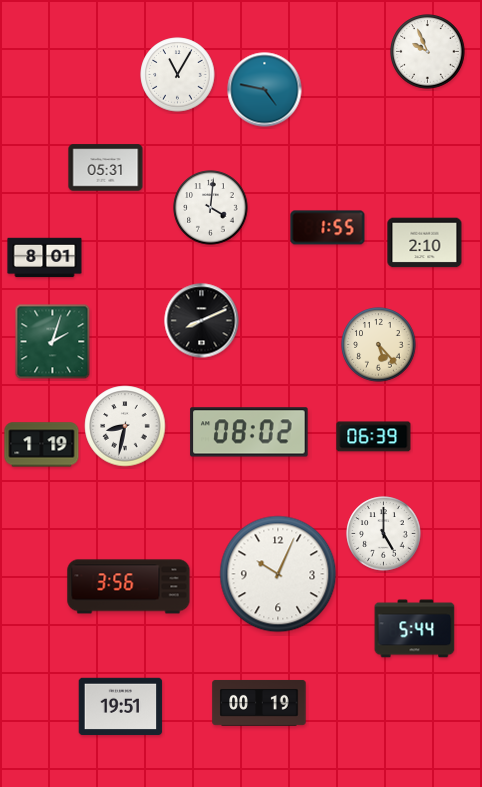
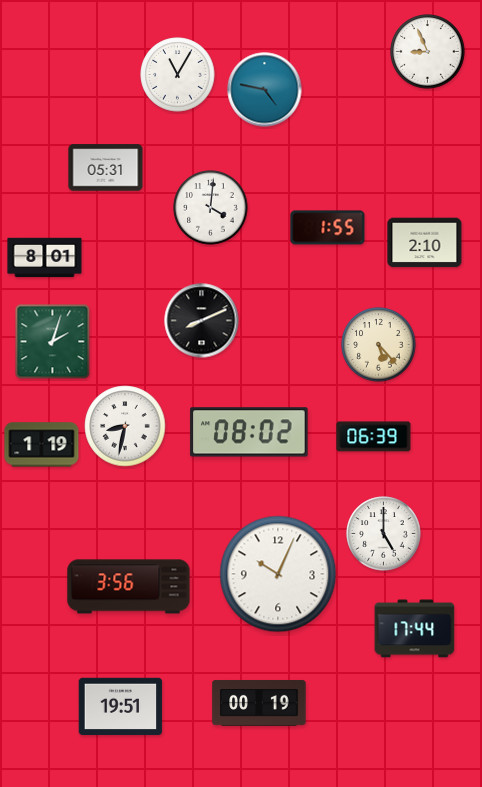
clock at (428, 52): 9:56 -> 8:56
clock at (415, 629): 5:44 -> 17:44
